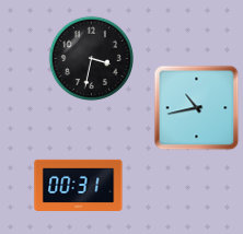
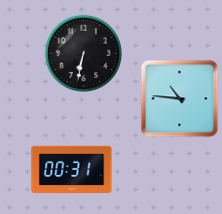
clock at (91, 58): 3:32 -> 6:32
clock at (196, 107): 10:43 -> 10:46
